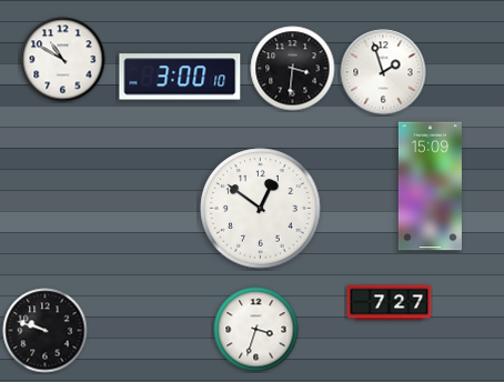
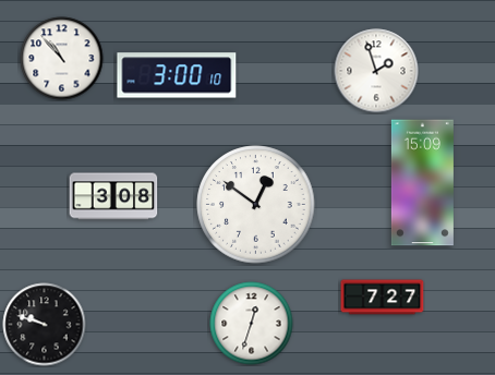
clock at (63, 60): 10:50 -> 10:53
clock at (293, 69): 3:31 -> none
clock at (113, 196): none -> 3:08
clock at (256, 330): 3:33 -> 12:33
